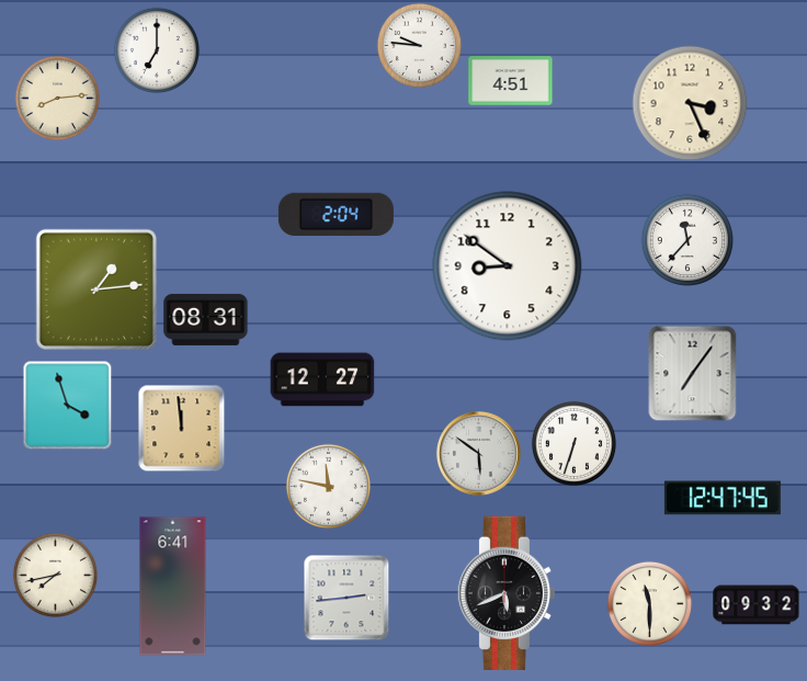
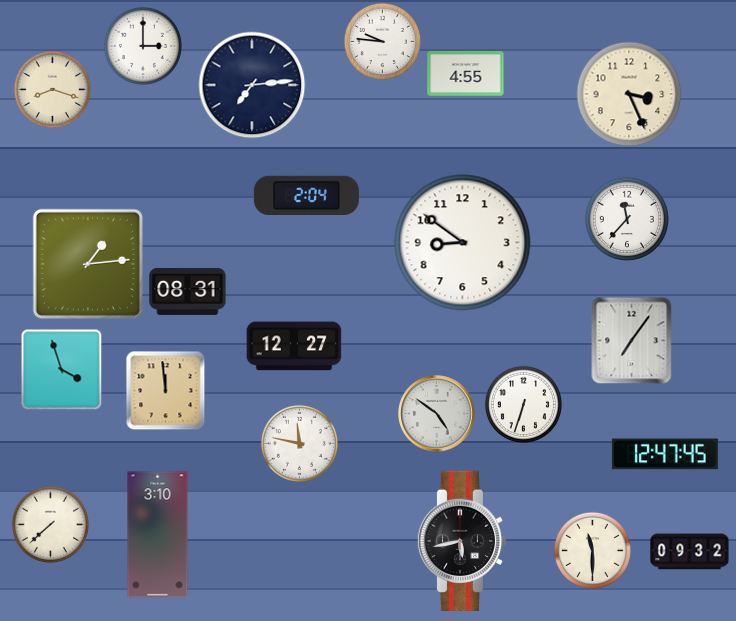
clock at (157, 50): 7:00 -> 3:00
clock at (511, 81): 4:51 -> 4:55
clock at (252, 85): none -> 7:14
clock at (57, 98): 8:14 -> 8:18
clock at (479, 454): 5:51 -> 4:51
clock at (723, 498) position: (723, 498) -> (665, 454)
clock at (55, 575): 7:43 -> 7:38
clock at (173, 587): 6:41 -> 3:10
clock at (507, 592): 5:41 -> 5:43
clock at (346, 598): 2:44 -> none
